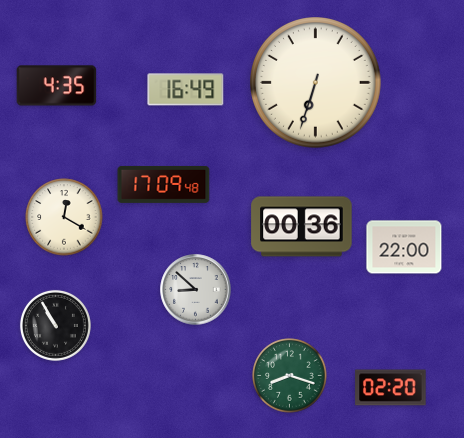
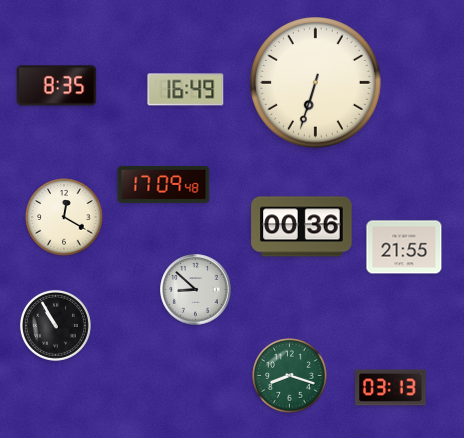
clock at (57, 86): 4:35 -> 8:35
clock at (404, 247): 22:00 -> 21:55
clock at (391, 388): 02:20 -> 03:13
